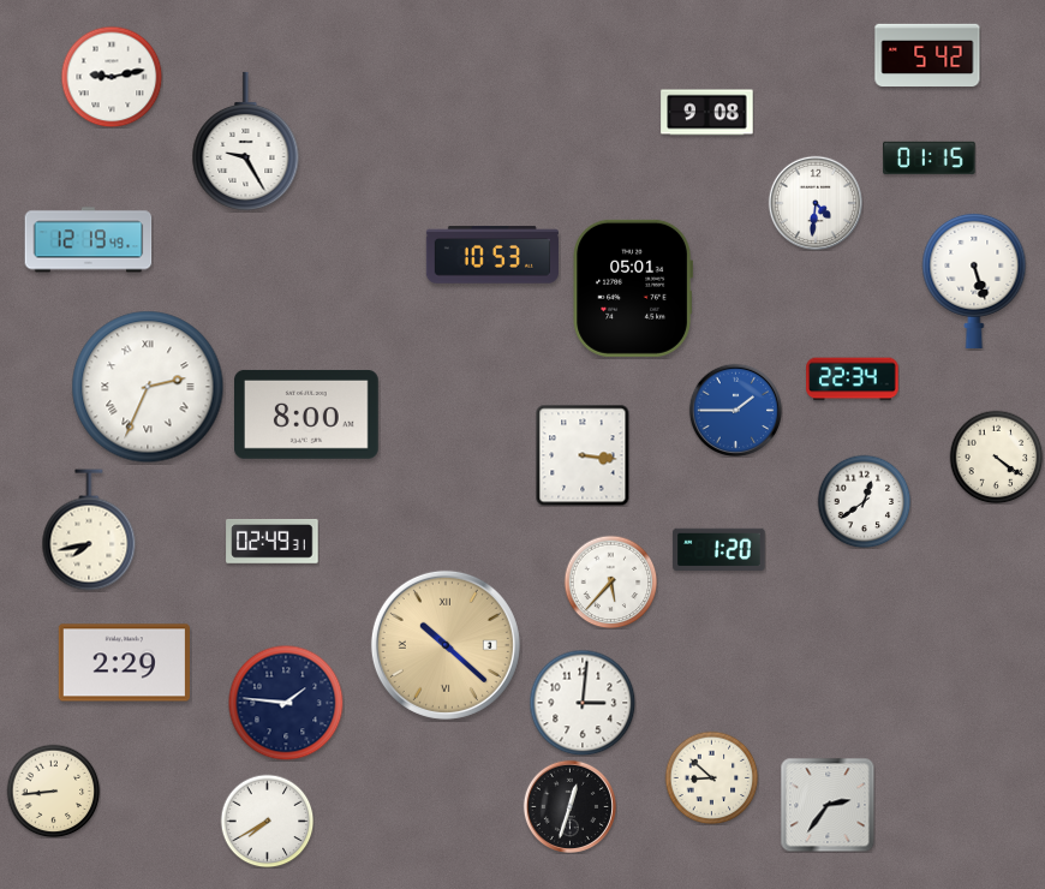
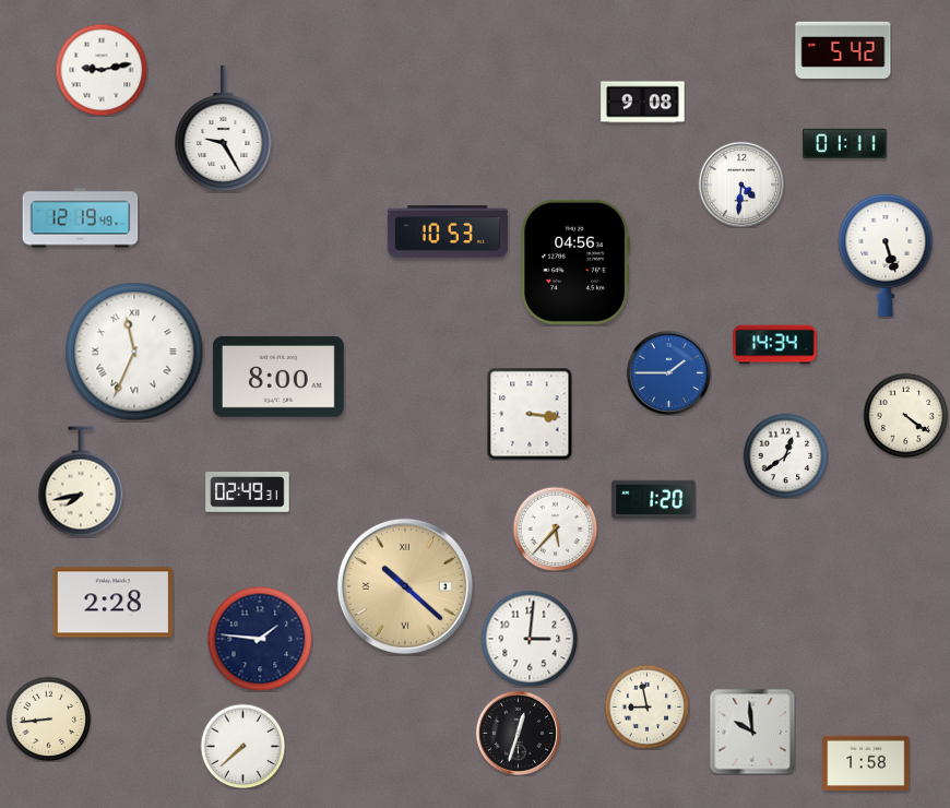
clock at (930, 157): 01:15 -> 01:11
clock at (632, 288): 05:01 -> 04:56
clock at (853, 380): 22:34 -> 14:34
clock at (148, 387): 2:34 -> 11:34
clock at (124, 663): 2:29 -> 2:28
clock at (711, 777): 8:52 -> 8:58
clock at (828, 805): 2:36 -> 9:59
clock at (267, 821): 7:40 -> 7:38
clock at (866, 763): none -> 1:58
